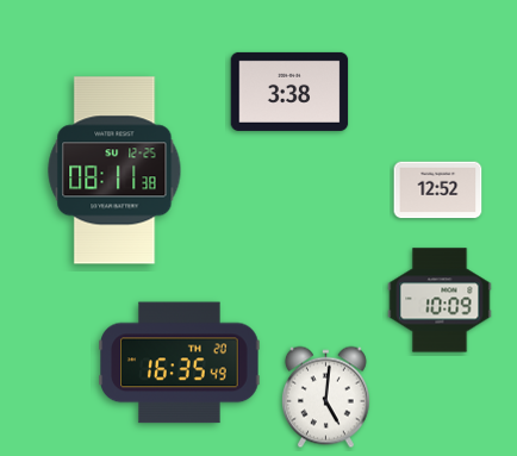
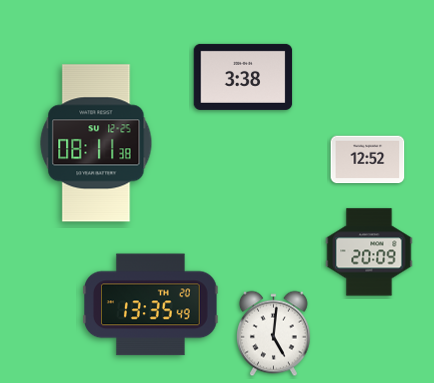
clock at (440, 300): 10:09 -> 20:09
clock at (180, 363): 16:35 -> 13:35
